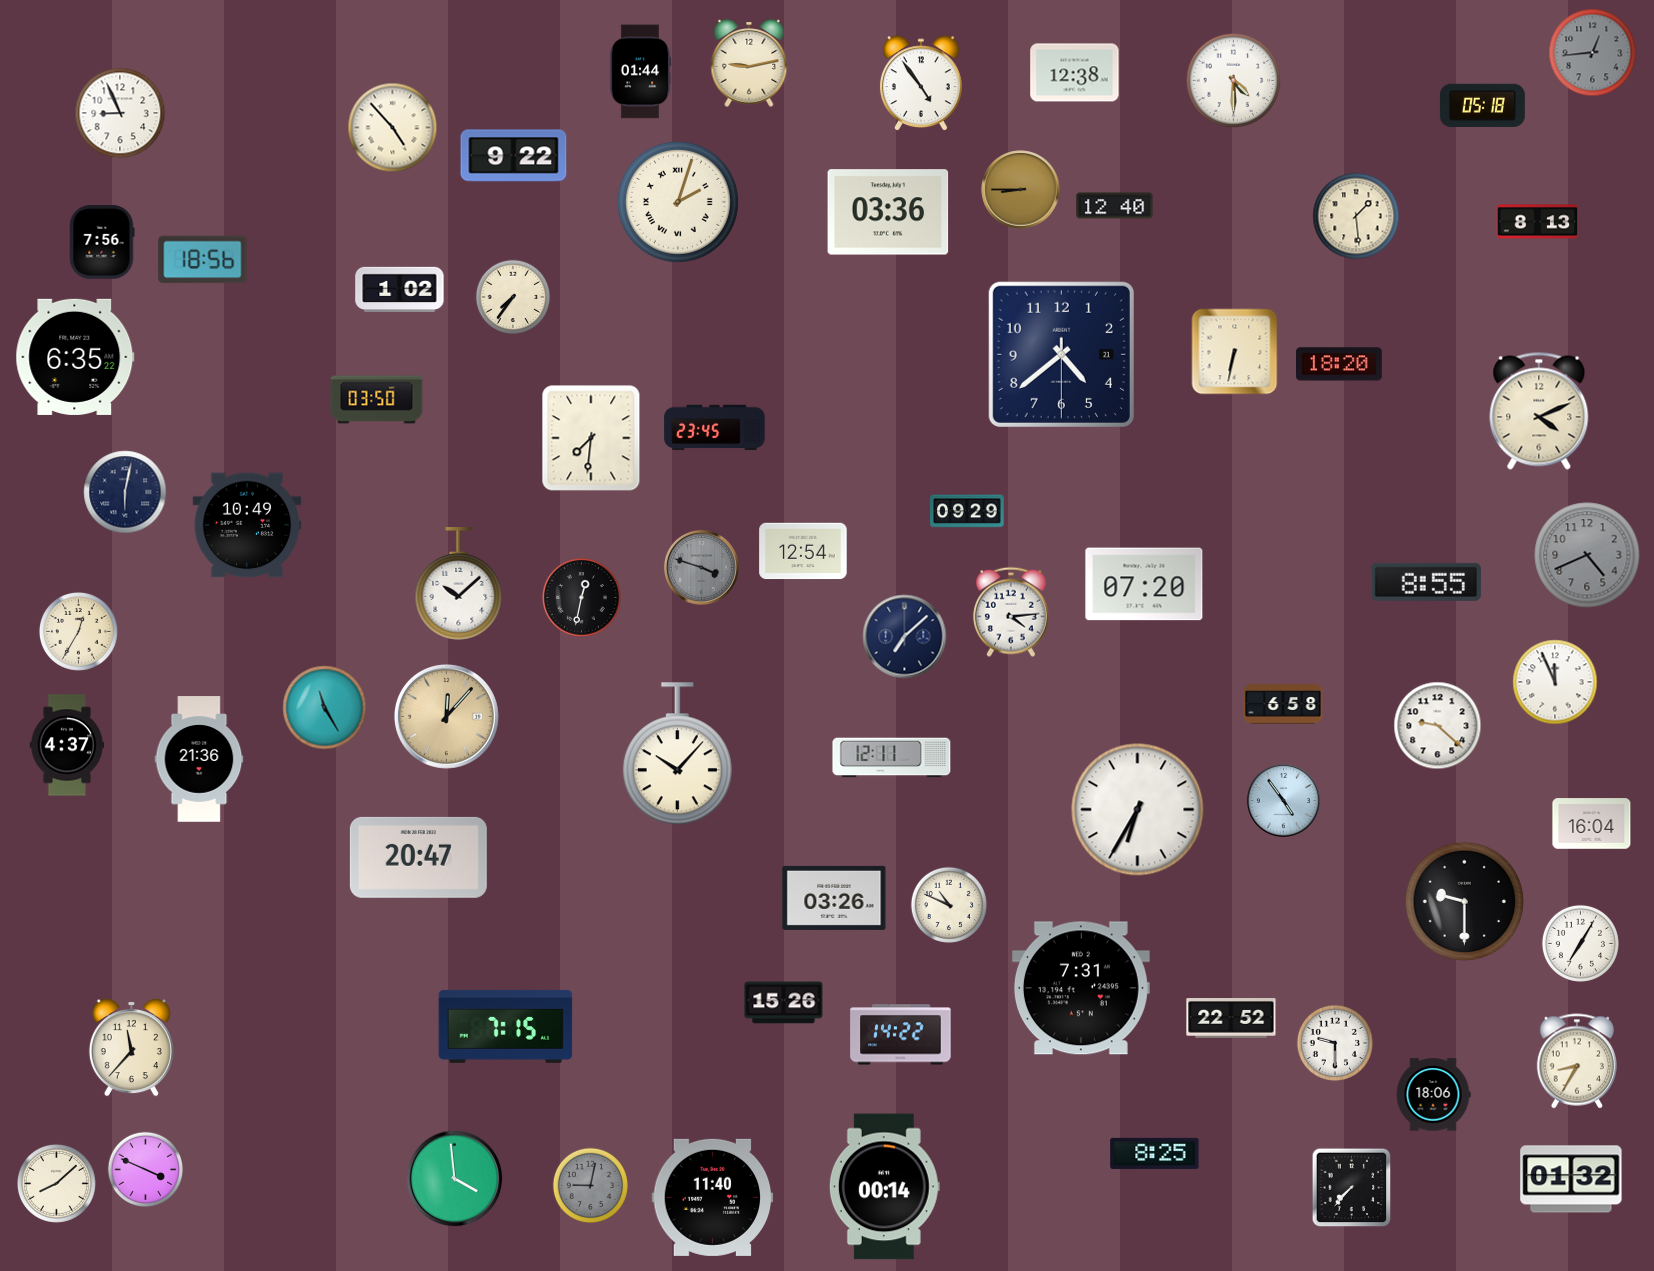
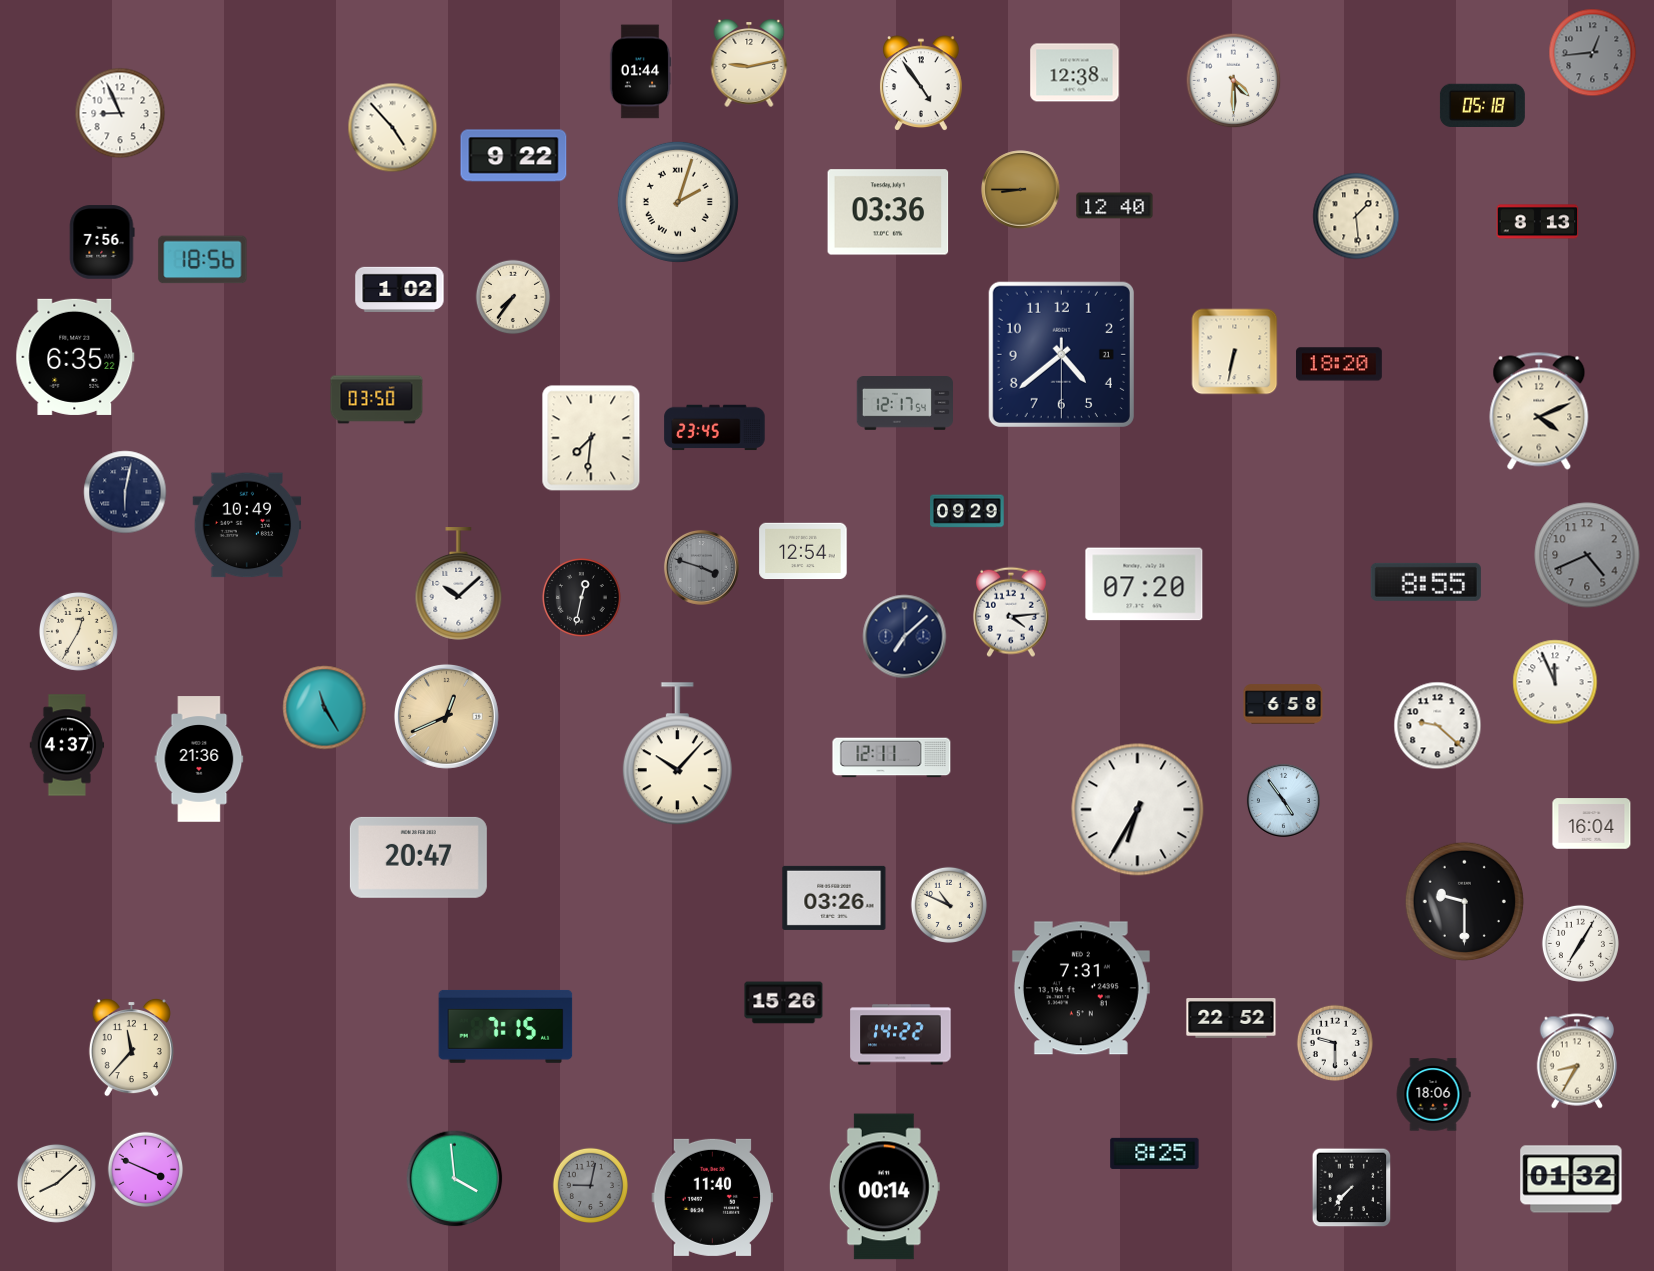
clock at (904, 404): none -> 12:17
clock at (446, 716): 12:07 -> 12:41
